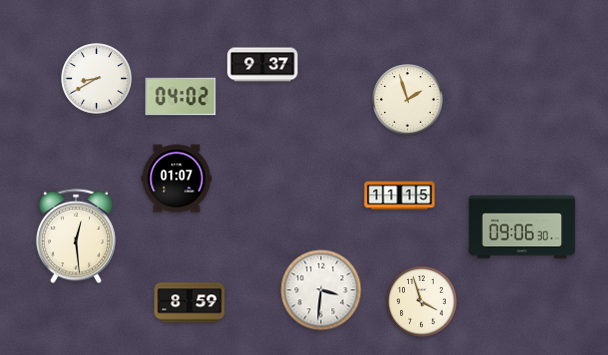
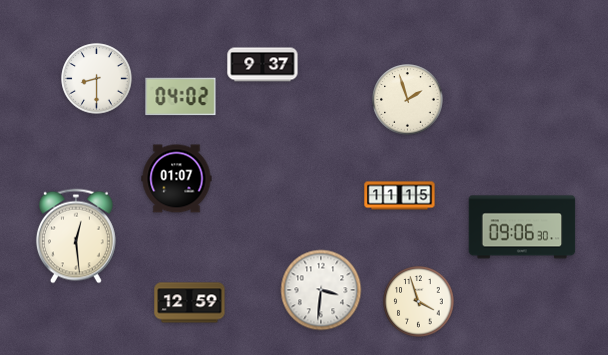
clock at (97, 79): 8:40 -> 8:30
clock at (422, 302) position: (422, 302) -> (419, 302)
clock at (190, 303): 8:59 -> 12:59
